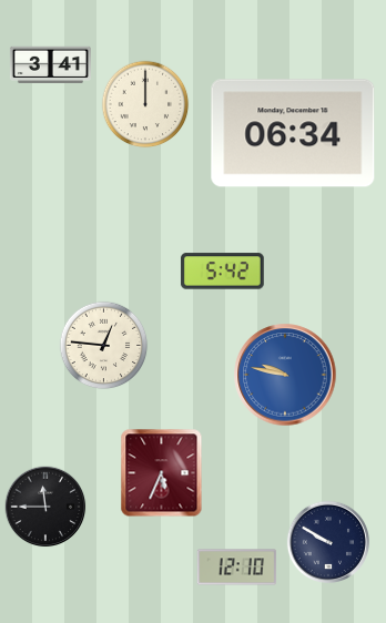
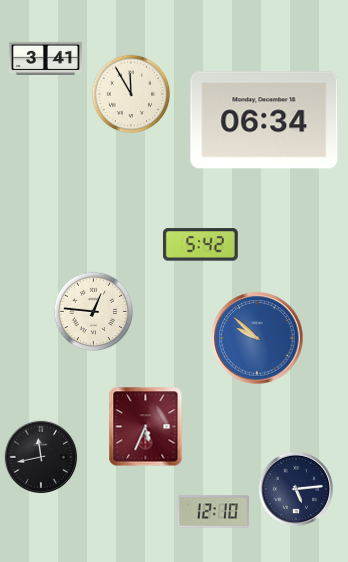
clock at (145, 104): 12:00 -> 11:55
clock at (285, 375): 9:47 -> 9:52
clock at (45, 507): 11:45 -> 11:43
clock at (327, 541): 9:50 -> 5:14
